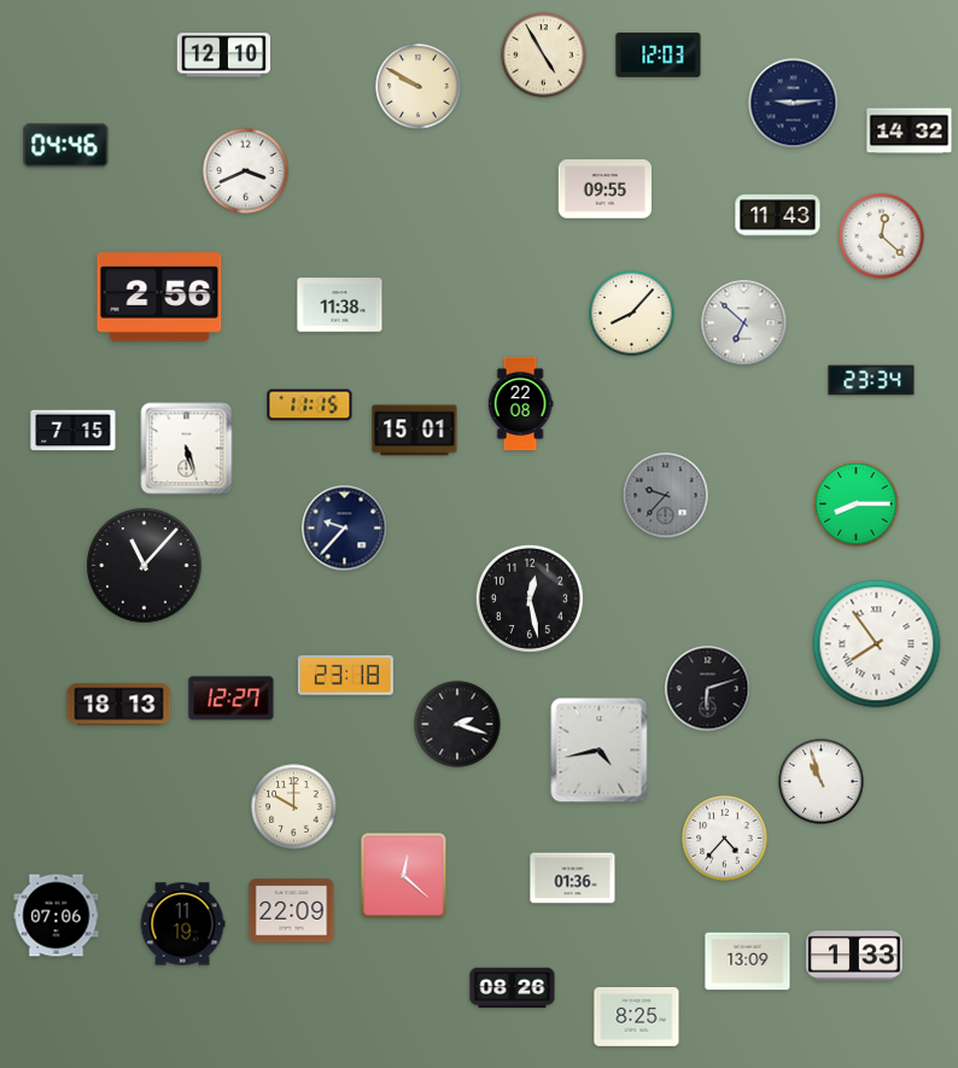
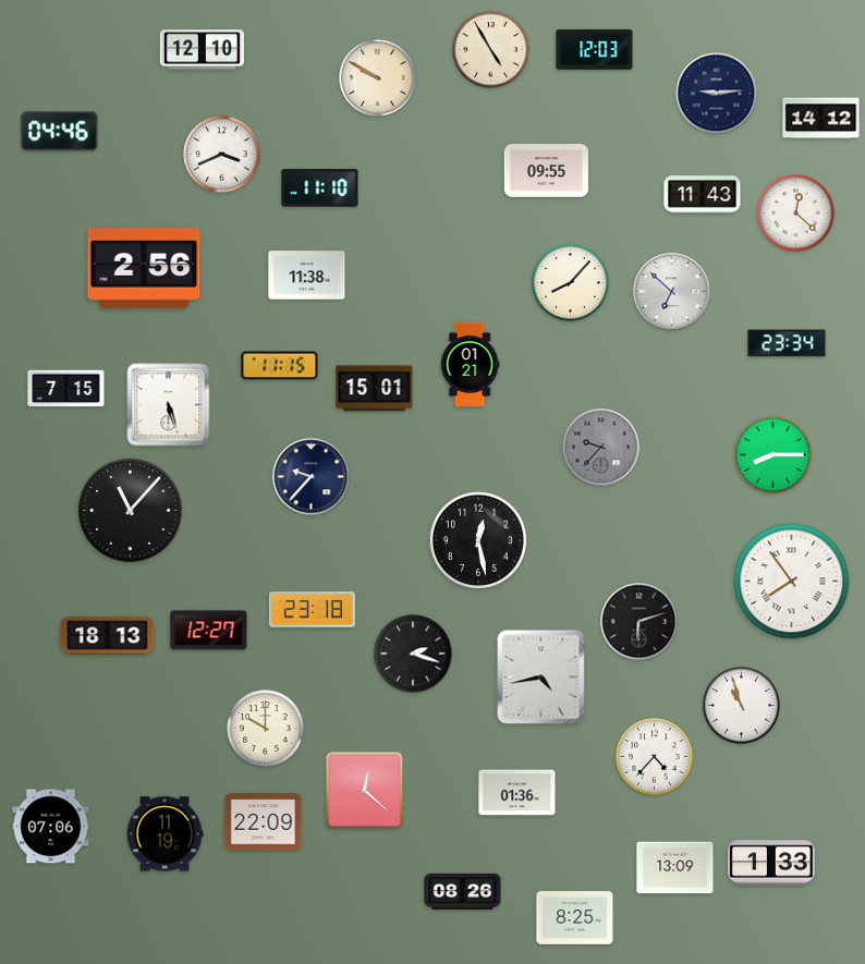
clock at (910, 132): 14:32 -> 14:12
clock at (320, 188): none -> 11:10
clock at (520, 404): 22:08 -> 01:21
